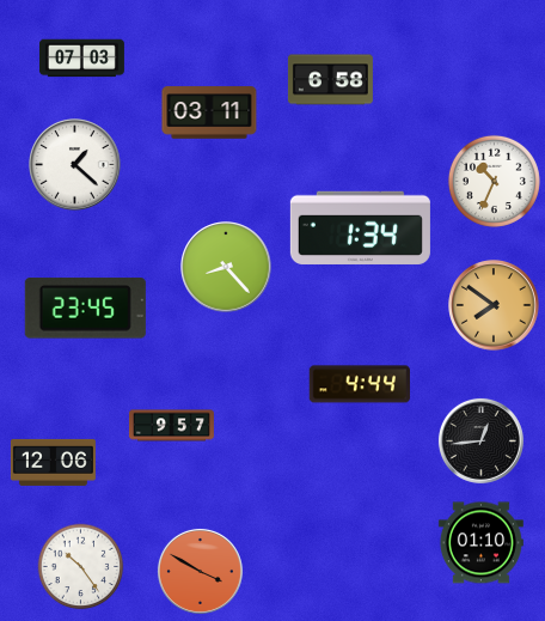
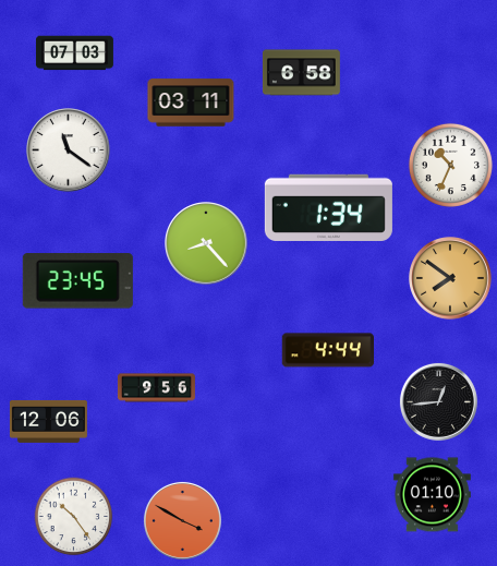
clock at (75, 165): 1:22 -> 11:21
clock at (171, 426): 9:57 -> 9:56
clock at (480, 543) position: (480, 543) -> (432, 495)
